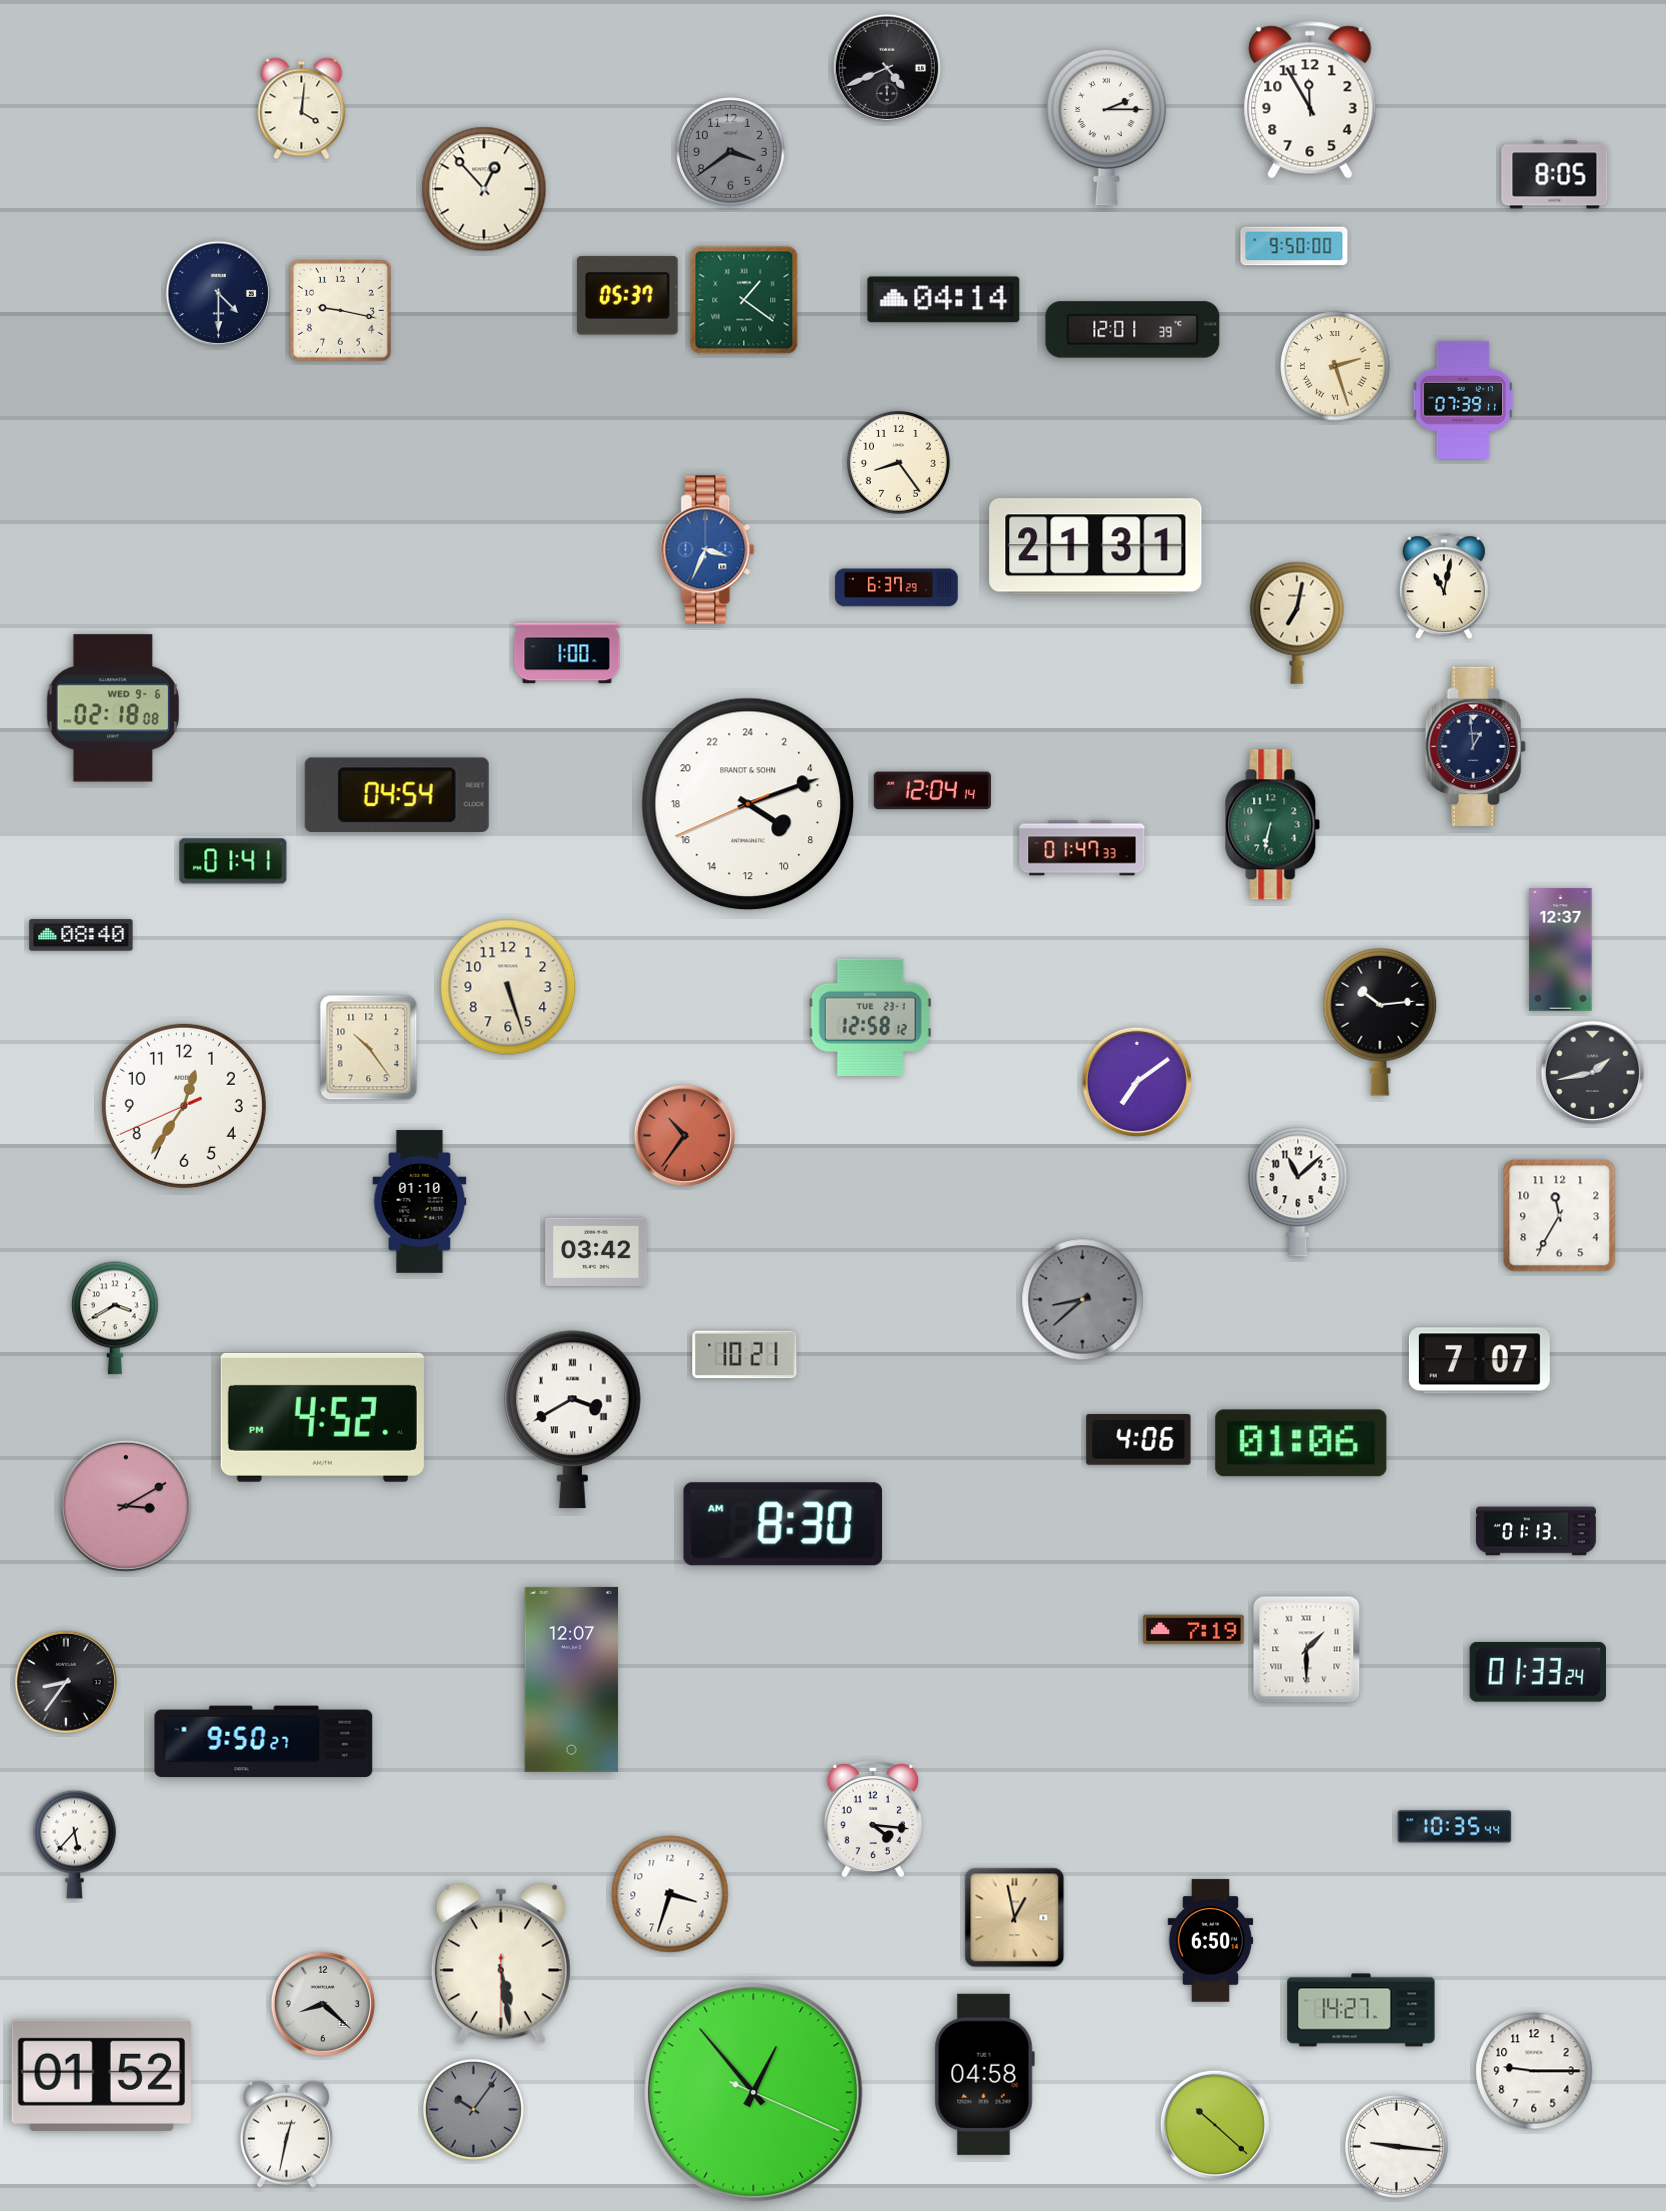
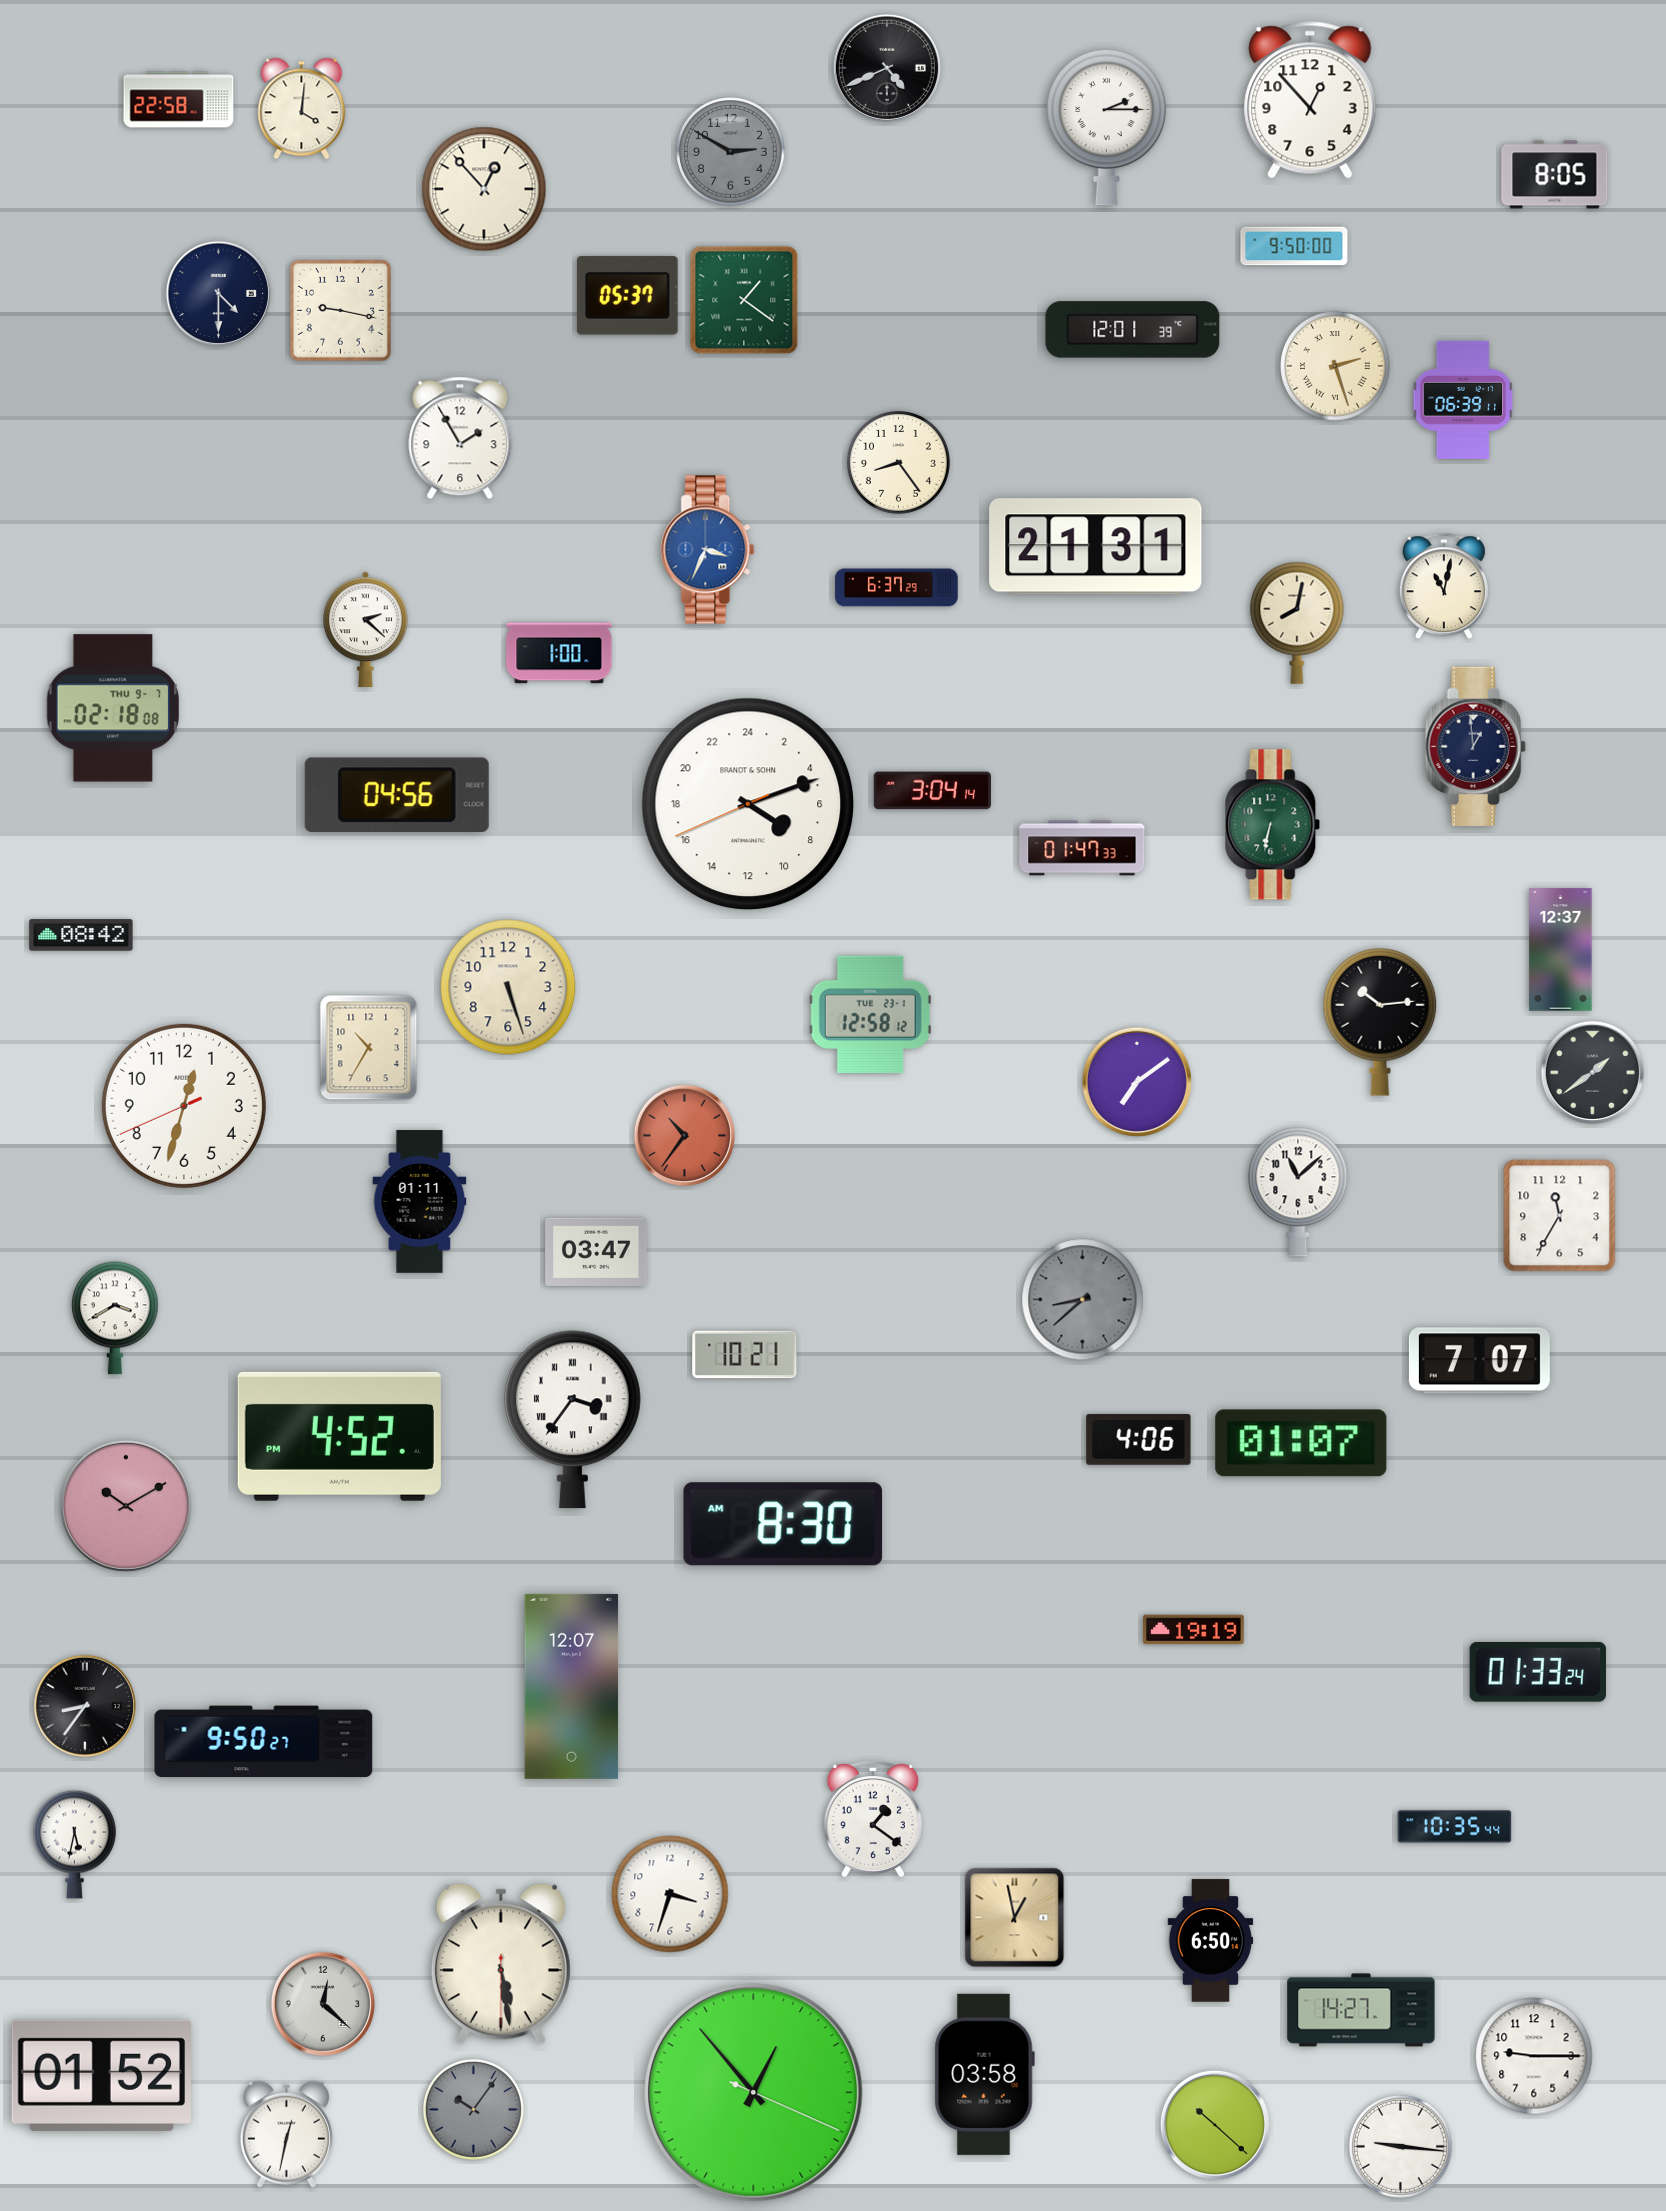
clock at (179, 100): none -> 22:58
clock at (1310, 100): 11:55 -> 12:53
clock at (731, 152): 3:39 -> 2:50
clock at (944, 300): 04:14 -> none
clock at (1463, 400): 07:39 -> 06:39
clock at (460, 438): none -> 1:55
clock at (1297, 623): 7:02 -> 8:02
clock at (366, 630): none -> 2:22
clock at (567, 653) position: (567, 653) -> (559, 653)
clock at (113, 708) date: WED 9-6 -> THU 9-7
clock at (932, 791): 12:04 -> 3:04
clock at (397, 794): 04:54 -> 04:56
clock at (233, 861): 01:41 -> none
clock at (81, 935): 08:40 -> 08:42
clock at (870, 1017) position: (870, 1017) -> (870, 1014)
clock at (369, 1048): 10:24 -> 10:35
clock at (1592, 1072): 1:43 -> 1:39
clock at (184, 1106): 12:35 -> 12:32
clock at (420, 1202): 01:10 -> 01:11
clock at (596, 1252): 03:42 -> 03:47
clock at (322, 1417) position: (322, 1417) -> (339, 1436)
clock at (572, 1420): 3:40 -> 3:36
clock at (1301, 1443): 01:06 -> 01:07
clock at (126, 1506): 3:10 -> 10:10
clock at (1536, 1531): 01:13 -> none
clock at (1194, 1630): 7:19 -> 19:19
clock at (1307, 1650): 1:30 -> none
clock at (572, 1679) position: (572, 1679) -> (572, 1686)
clock at (66, 1682) position: (66, 1682) -> (85, 1706)
clock at (873, 1818): 4:16 -> 1:21
clock at (75, 1844): 5:37 -> 5:32
clock at (323, 2004): 8:22 -> 12:22
clock at (1534, 2071) position: (1534, 2071) -> (1534, 2056)
clock at (984, 2074): 04:58 -> 03:58
clock at (1396, 2146) position: (1396, 2146) -> (1400, 2146)
